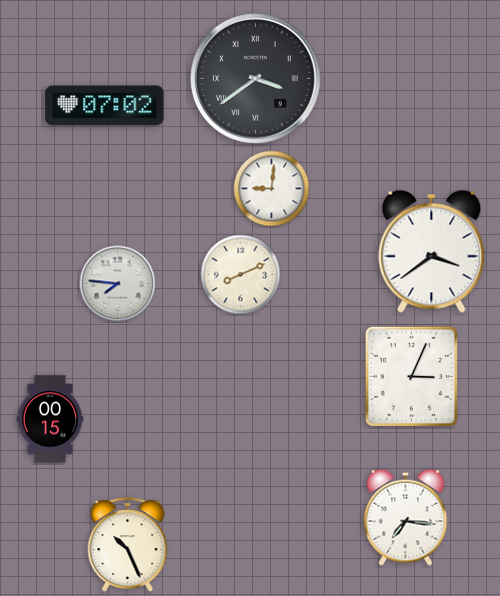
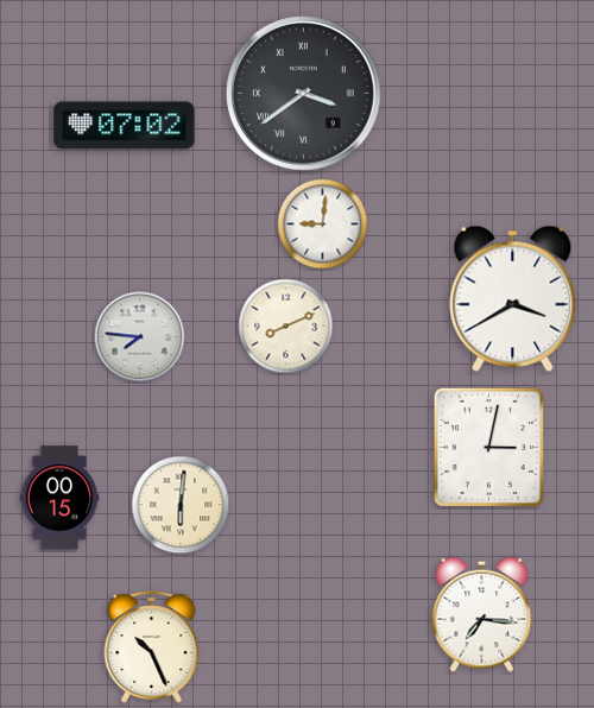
clock at (432, 251): 3:39 -> 3:40
clock at (411, 376): 3:04 -> 3:02
clock at (181, 505): none -> 6:01
